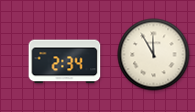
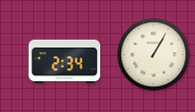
clock at (154, 55): 11:55 -> 1:05
